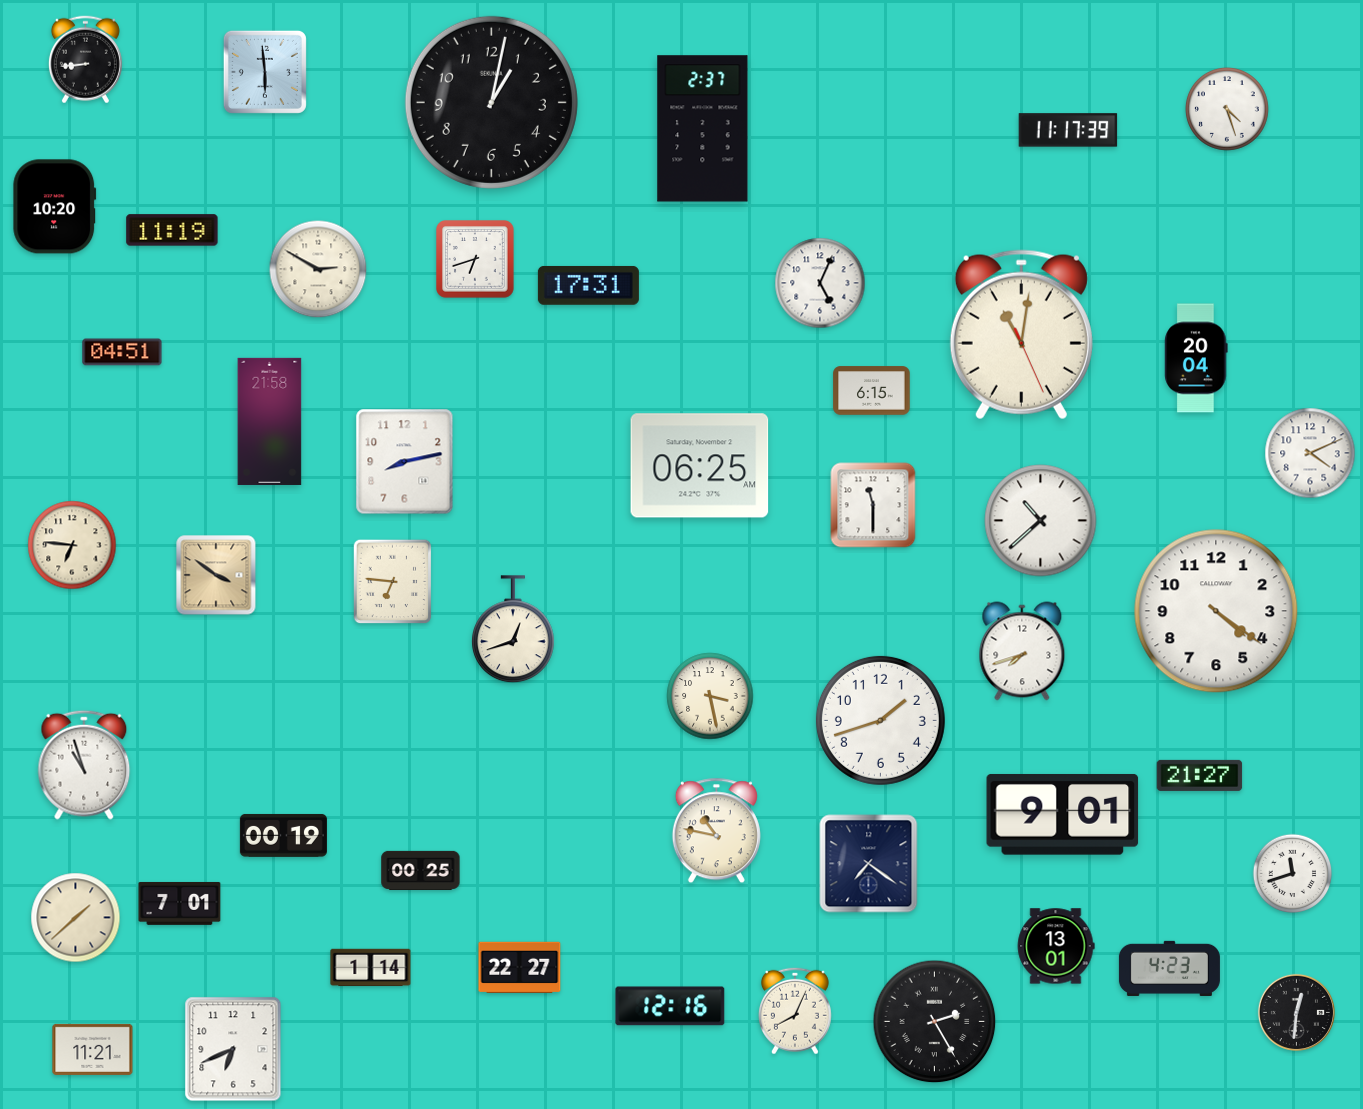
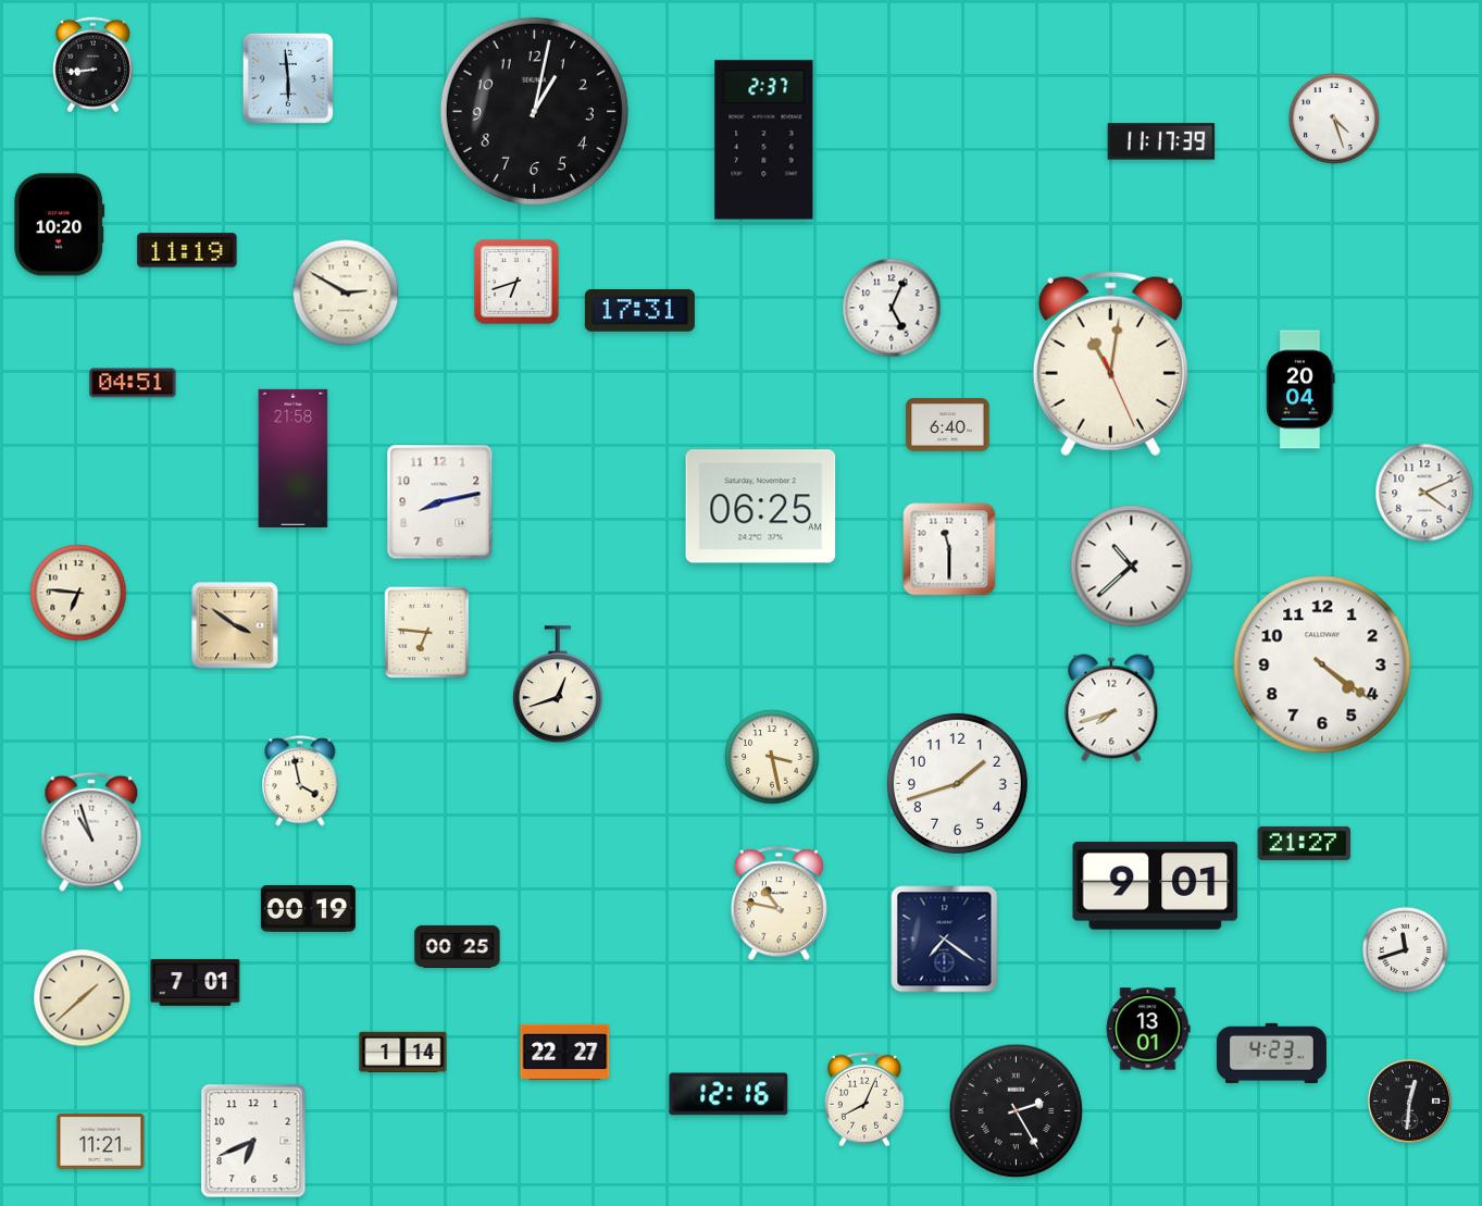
clock at (872, 391): 6:15 -> 6:40
clock at (300, 781): none -> 3:58
